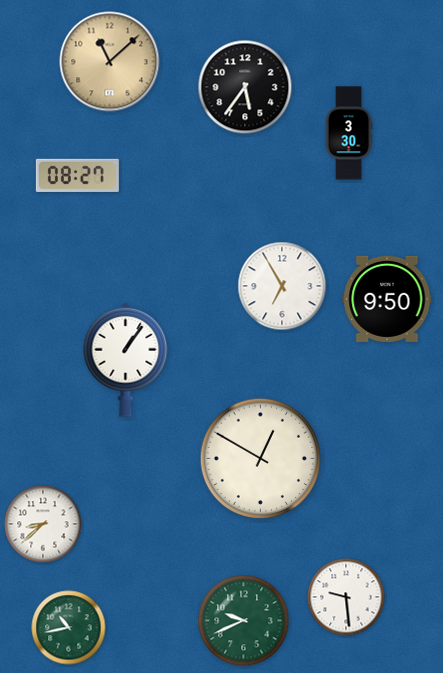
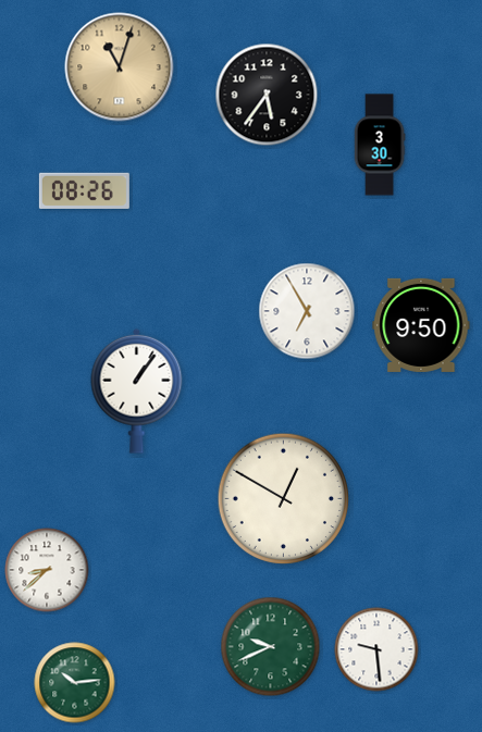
clock at (110, 62): 11:08 -> 11:03
clock at (77, 175): 08:27 -> 08:26
clock at (244, 621) position: (244, 621) -> (271, 647)
clock at (69, 628): 10:43 -> 10:14
